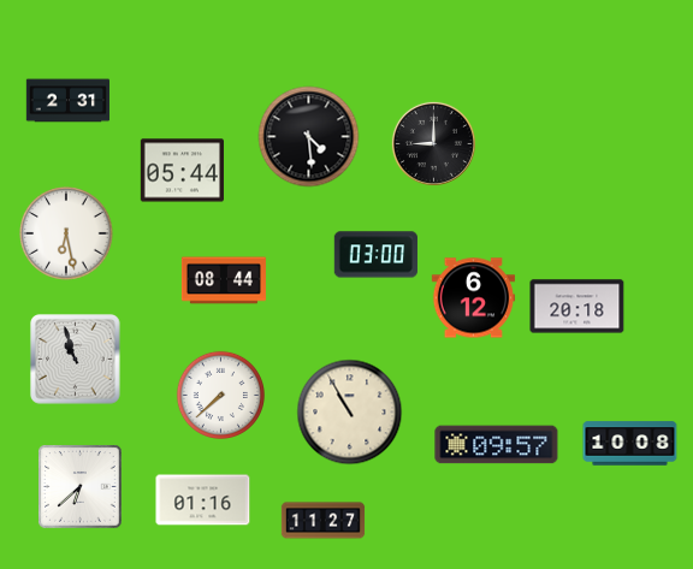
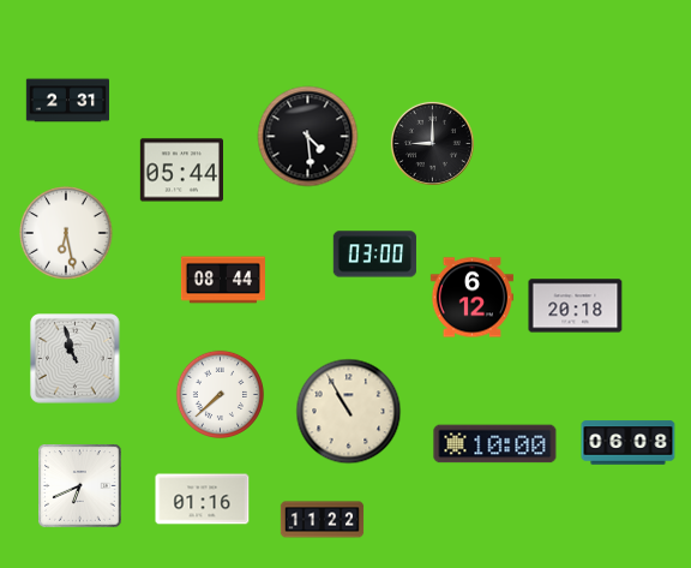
clock at (630, 444): 10:08 -> 06:08
clock at (497, 445): 09:57 -> 10:00
clock at (81, 487): 6:38 -> 6:41
clock at (324, 521): 11:27 -> 11:22
